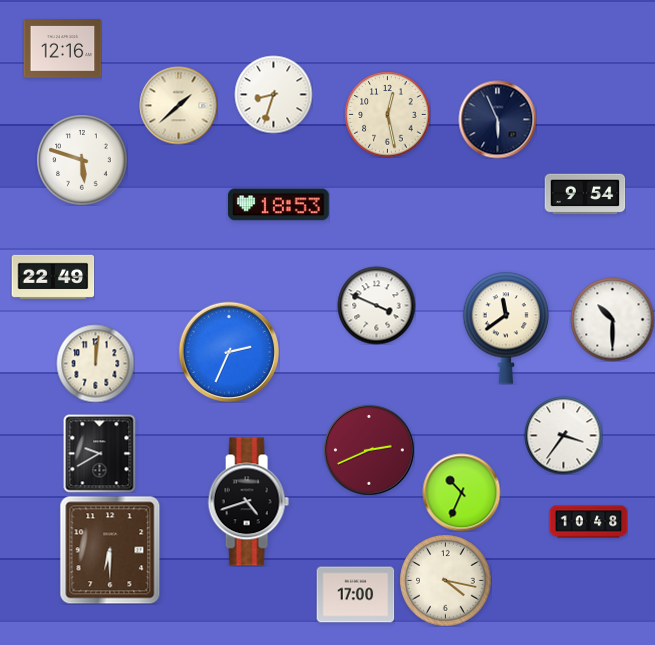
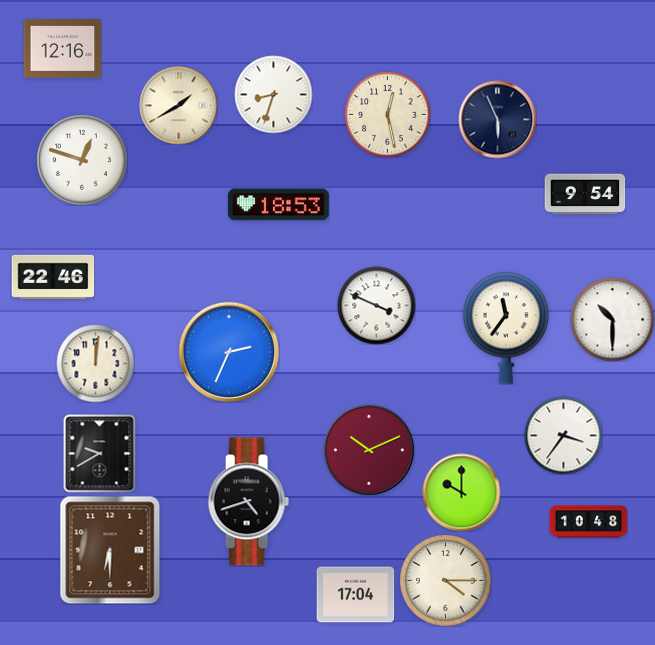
clock at (178, 105): 1:38 -> 1:40
clock at (82, 160): 5:48 -> 12:48
clock at (53, 277): 22:49 -> 22:46
clock at (505, 328): 11:39 -> 11:36
clock at (369, 450): 2:41 -> 10:11
clock at (461, 492): 10:34 -> 10:00
clock at (445, 580): 4:17 -> 4:15
clock at (355, 595): 17:00 -> 17:04
